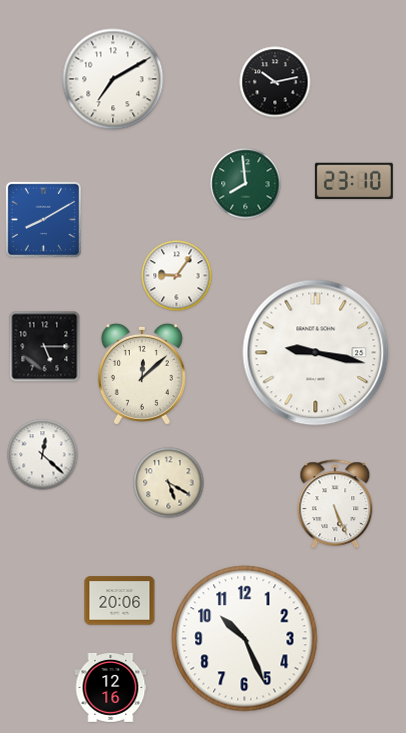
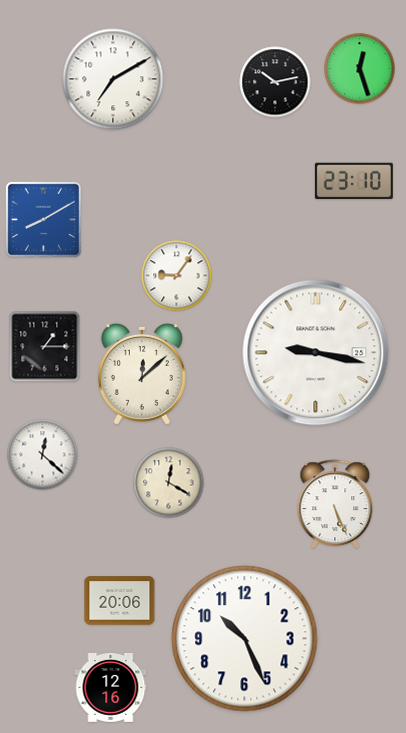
clock at (360, 69): none -> 12:27
clock at (246, 184): 7:59 -> none
clock at (45, 347): 5:15 -> 1:15
clock at (169, 483): 5:20 -> 12:20
